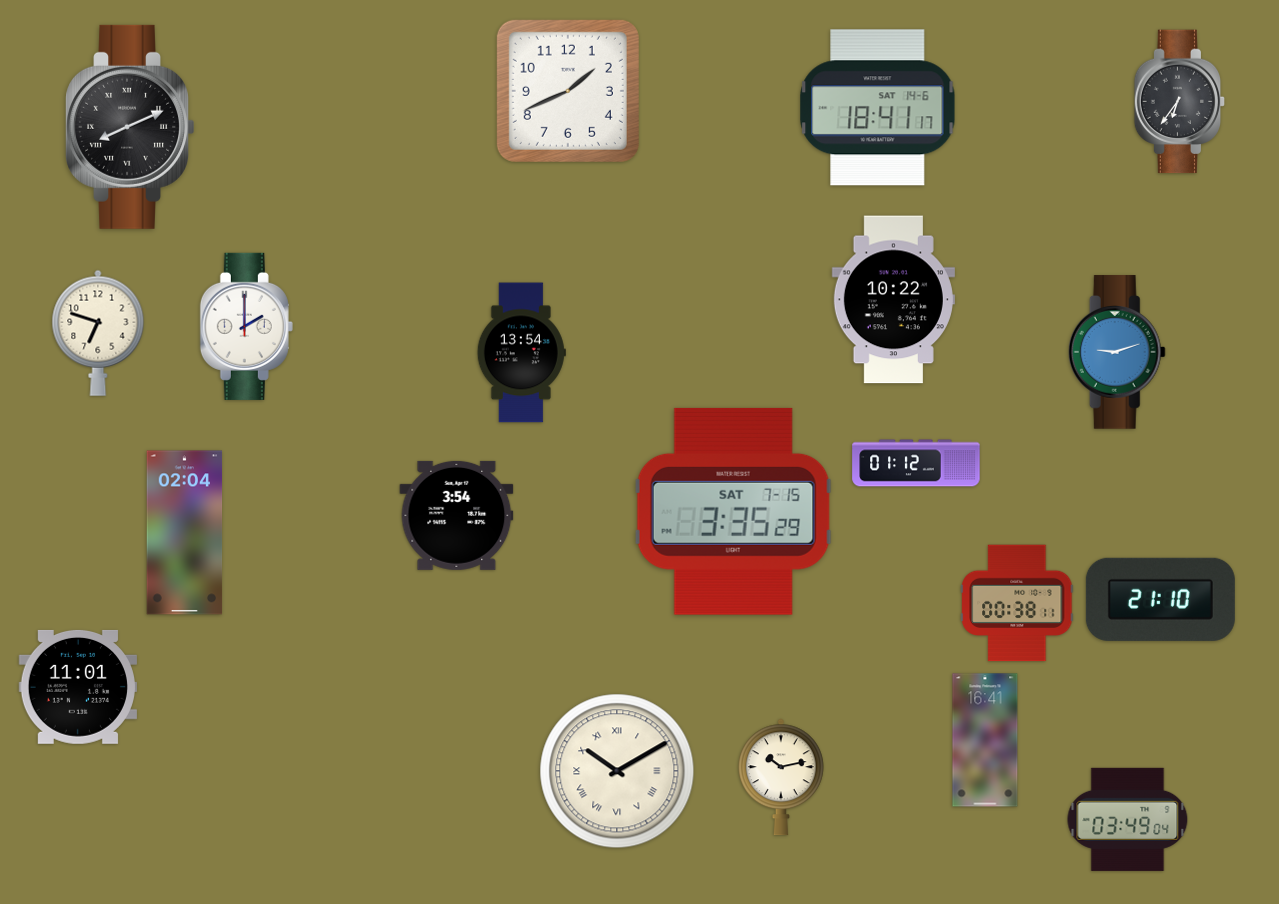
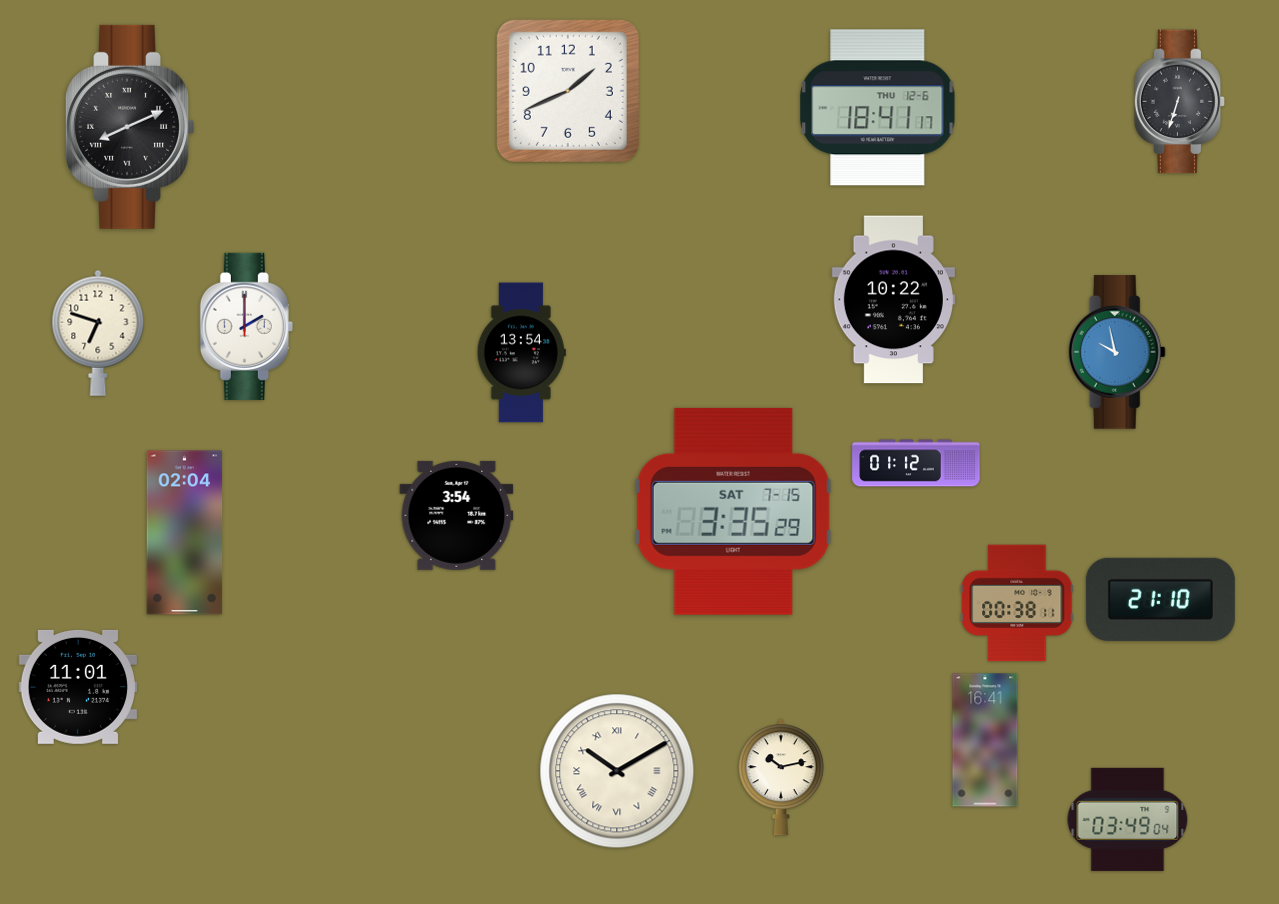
clock at (1180, 102): 6:36 -> 6:33
clock at (878, 108) date: SAT 14-6 -> THU 12-6
clock at (1117, 352): 9:12 -> 9:58
